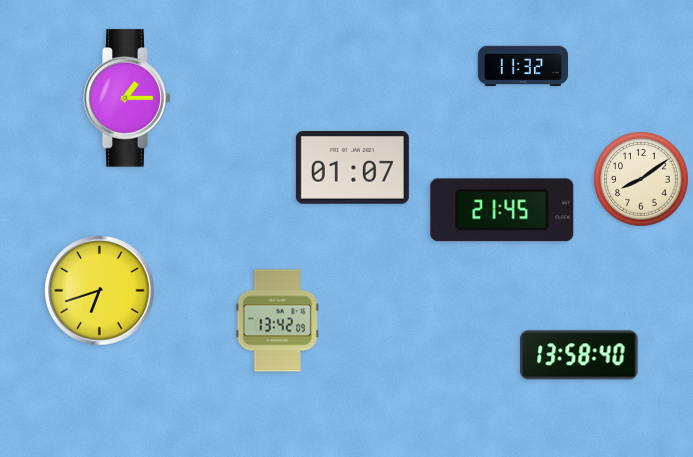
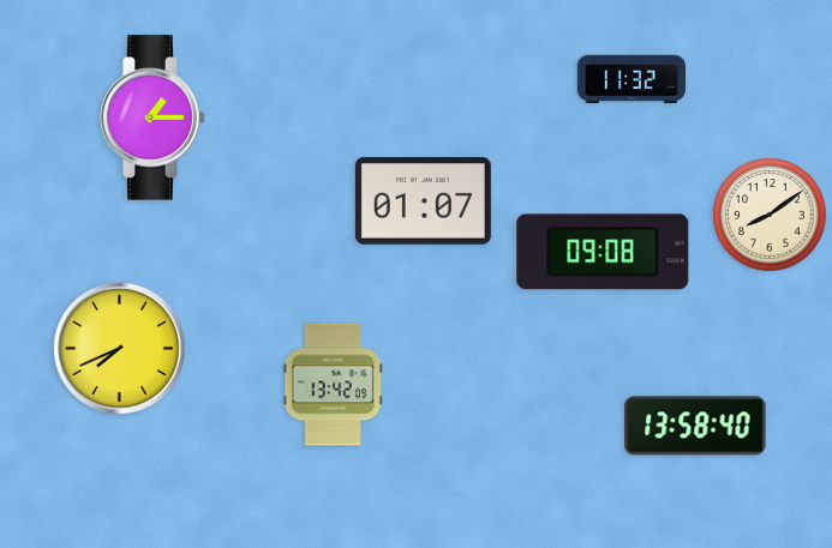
clock at (522, 66) position: (522, 66) -> (630, 79)
clock at (502, 210): 21:45 -> 09:08
clock at (100, 291): 6:42 -> 7:41
